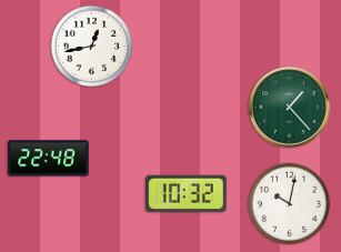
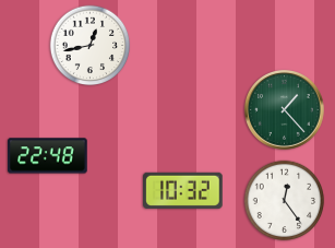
clock at (289, 107) position: (289, 107) -> (284, 109)
clock at (290, 204): 10:02 -> 12:24
